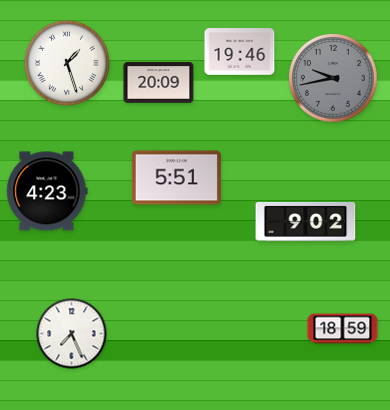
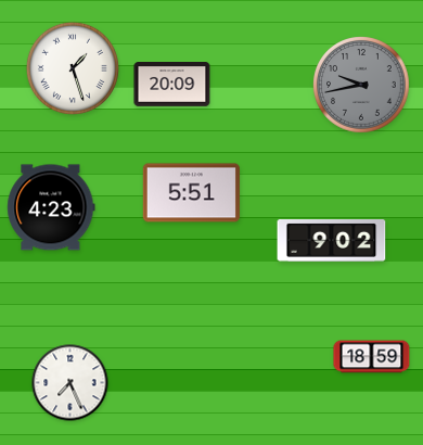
clock at (240, 52): 19:46 -> none
clock at (159, 83) position: (159, 83) -> (172, 85)
clock at (72, 334) position: (72, 334) -> (70, 383)
